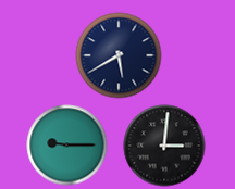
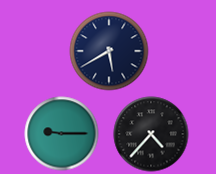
clock at (164, 146): 3:01 -> 4:37
